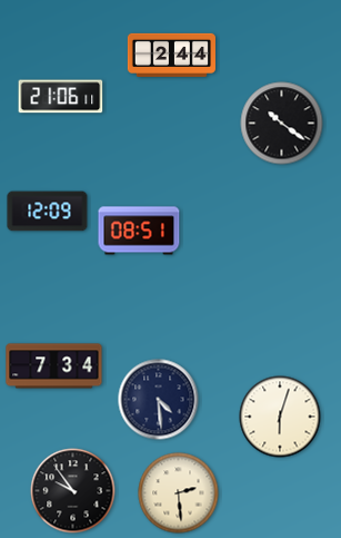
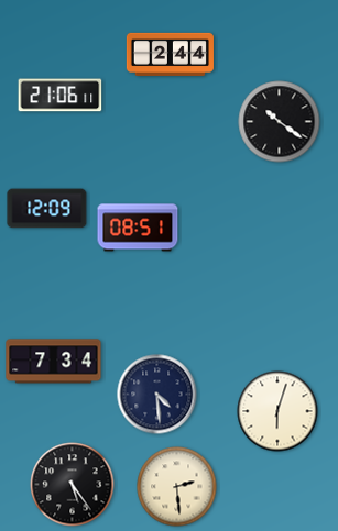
clock at (73, 491): 9:54 -> 5:24
